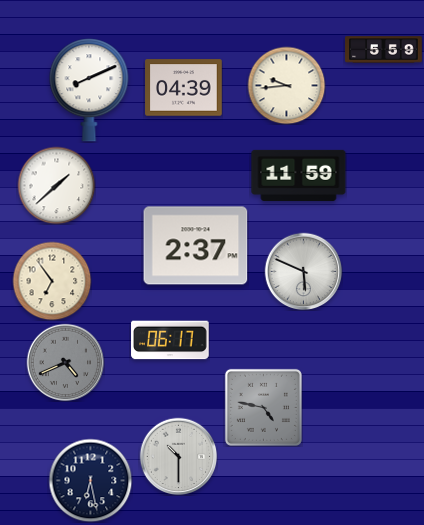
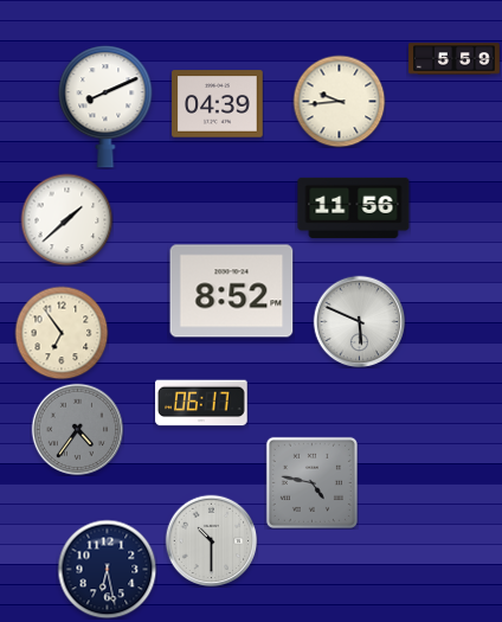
clock at (299, 175): 11:59 -> 11:56
clock at (196, 246): 2:37 -> 8:52
clock at (65, 362): 4:41 -> 4:36
